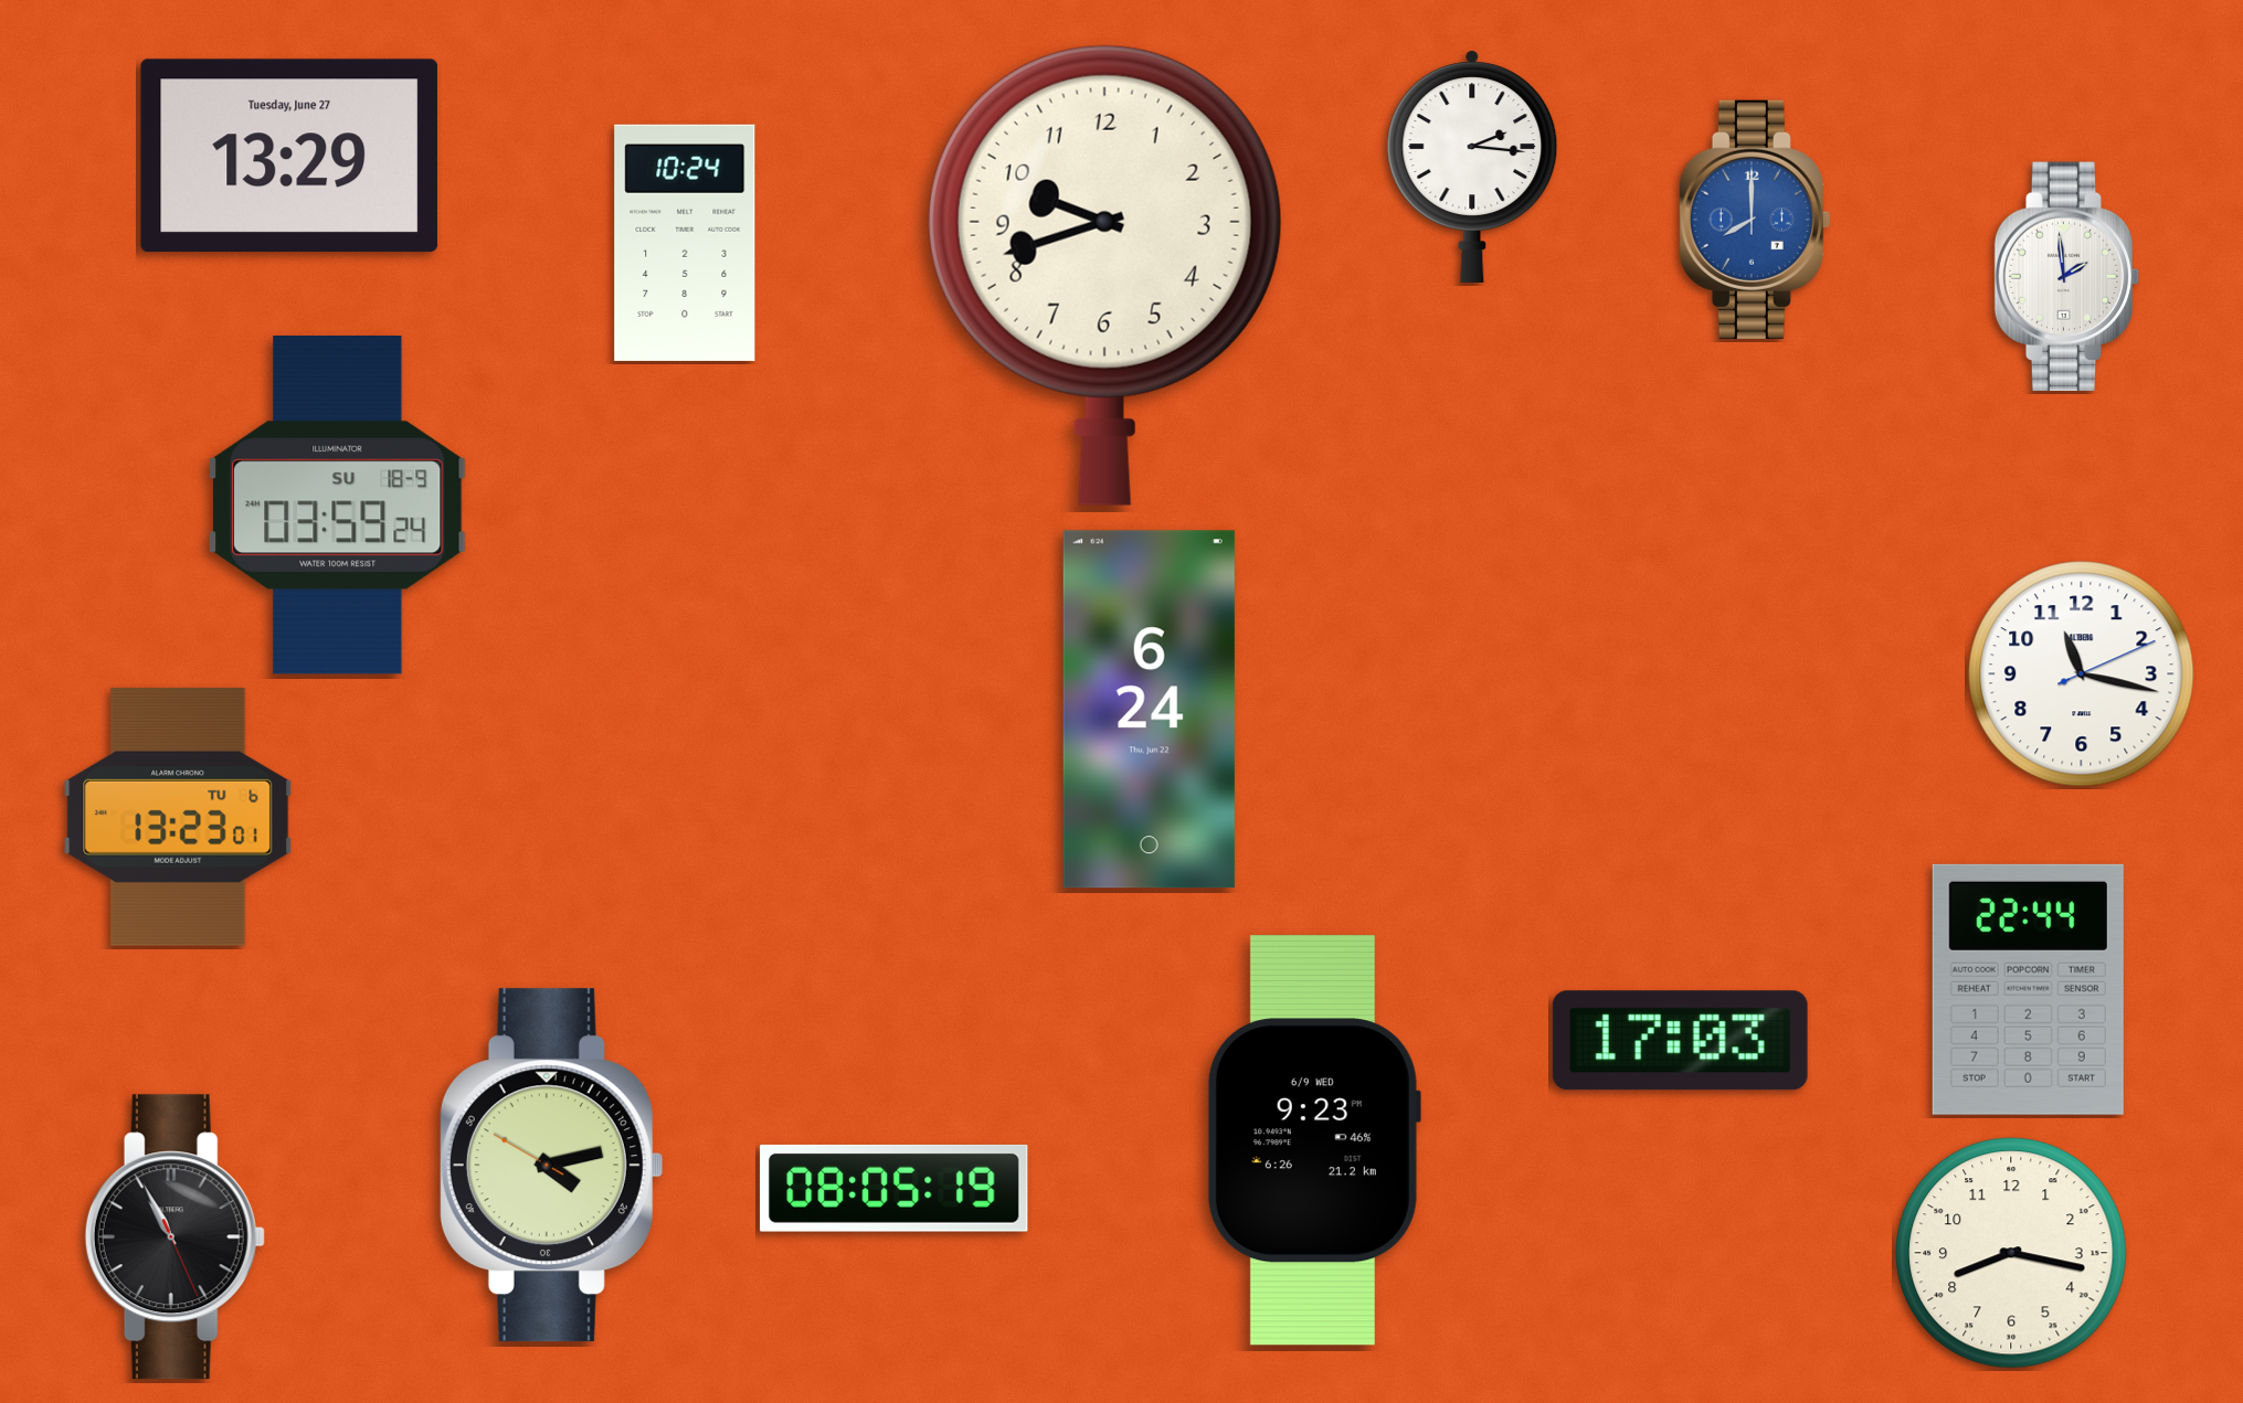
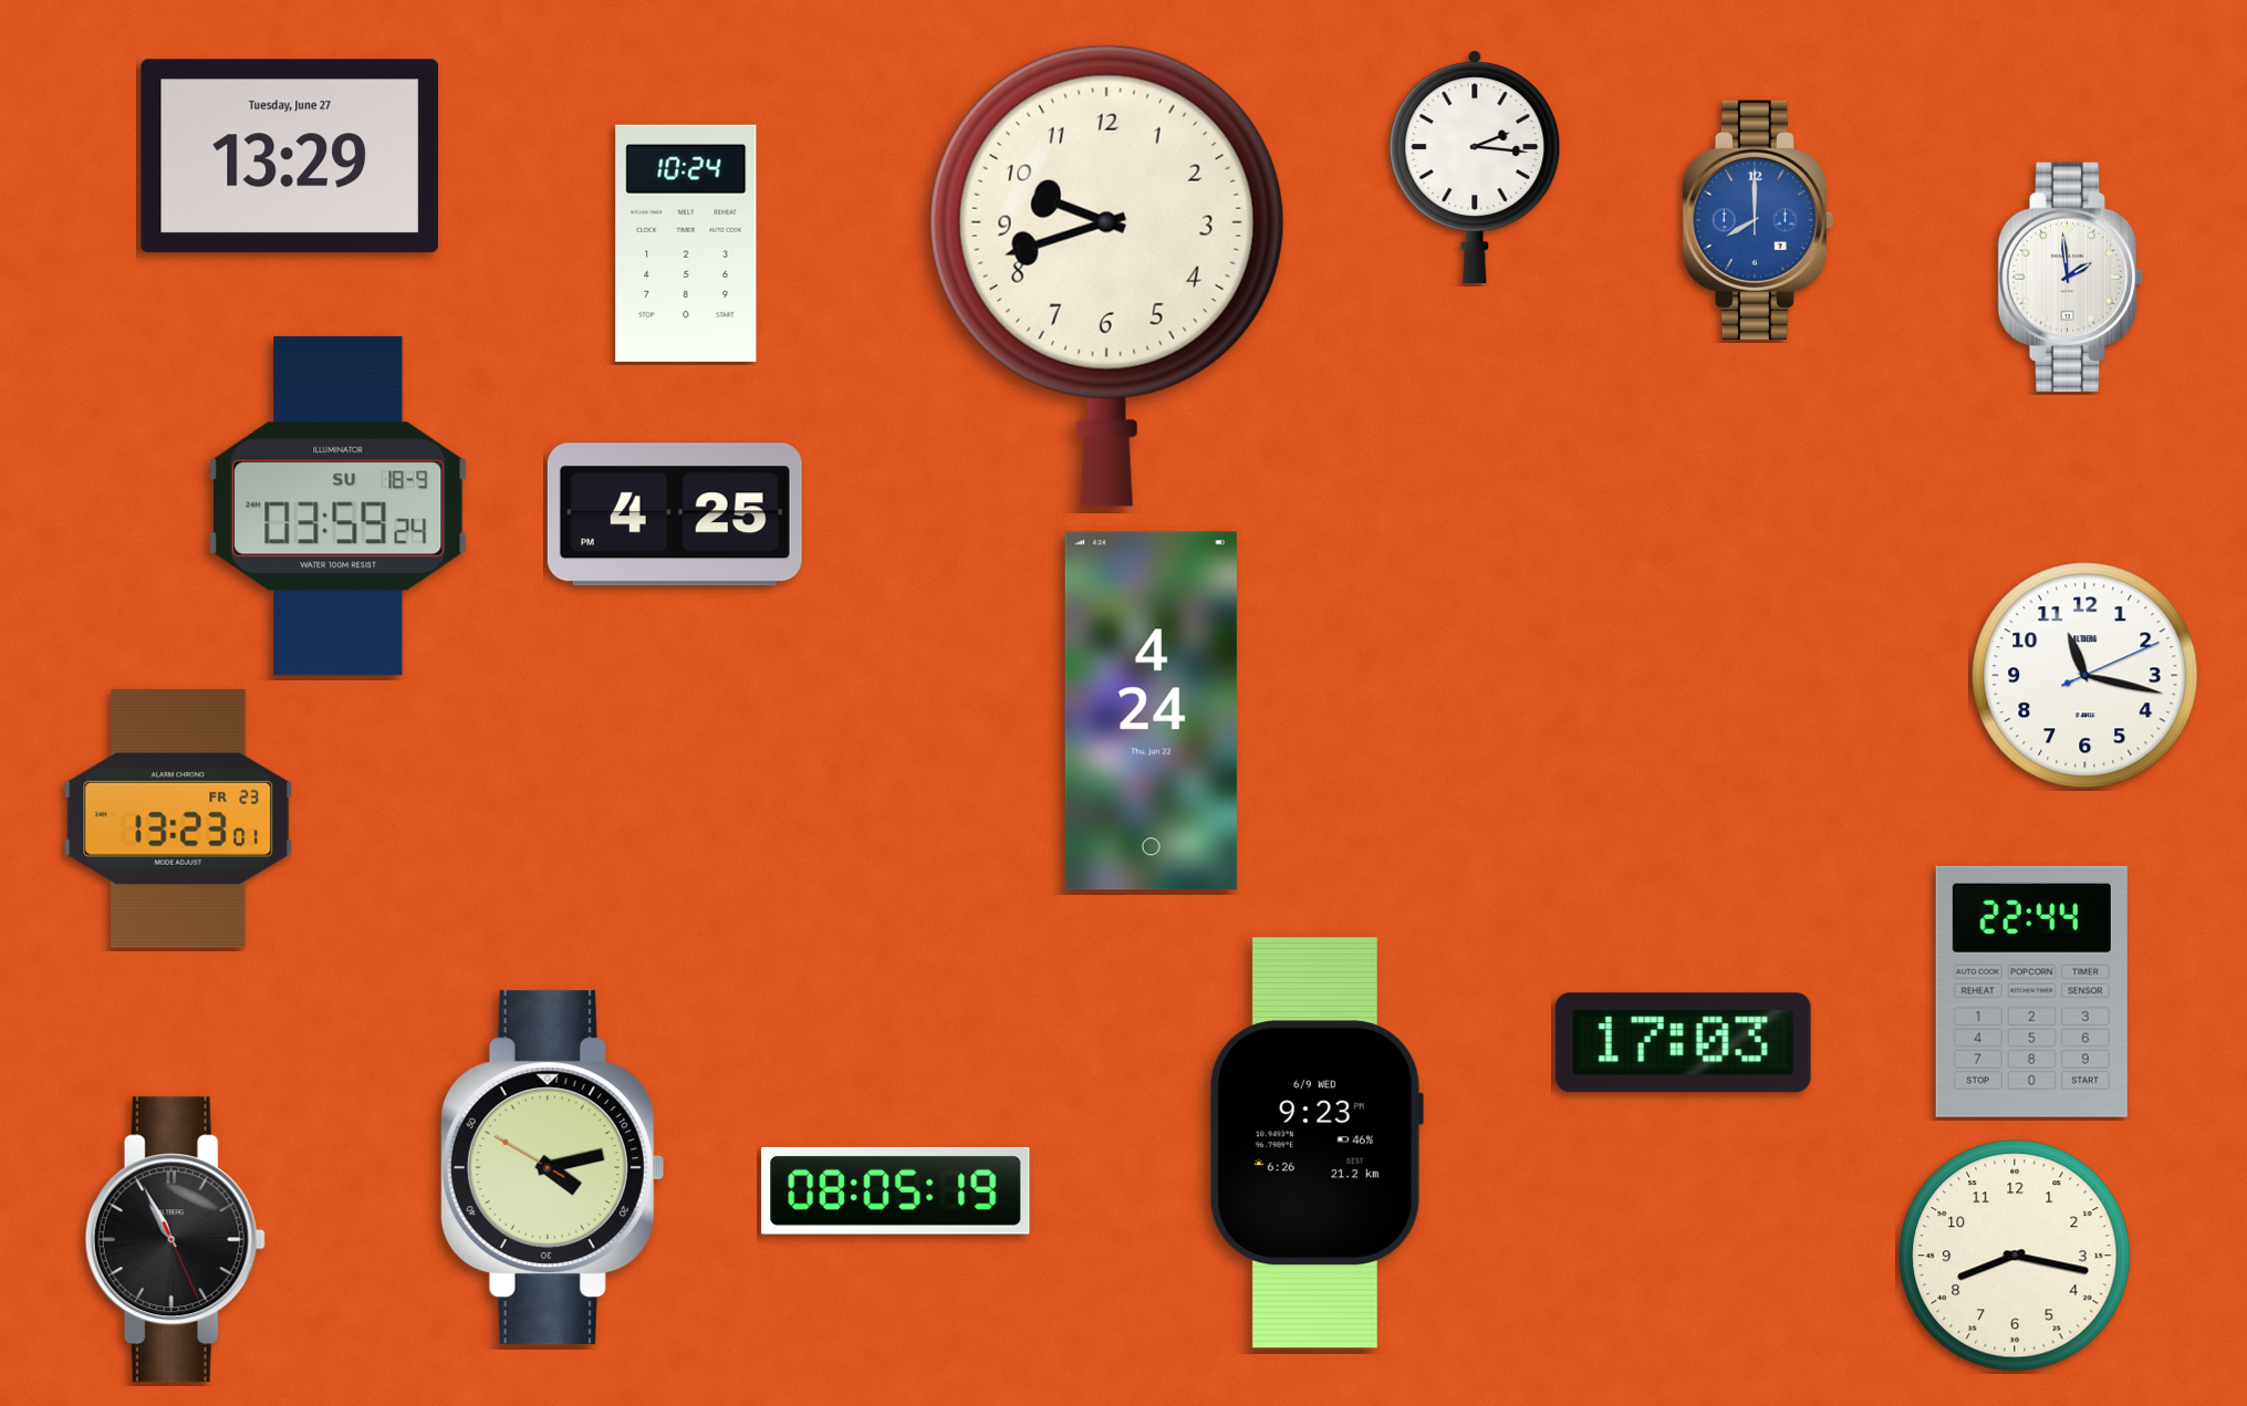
clock at (675, 514): none -> 4:25
clock at (1149, 710): 6:24 -> 4:24
clock at (178, 817) date: TU 6 -> FR 23
